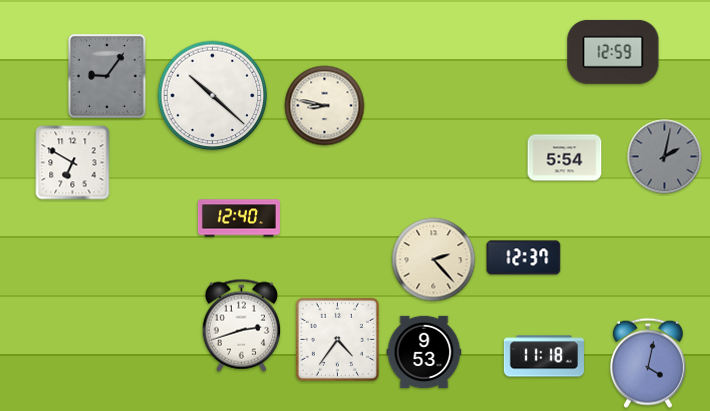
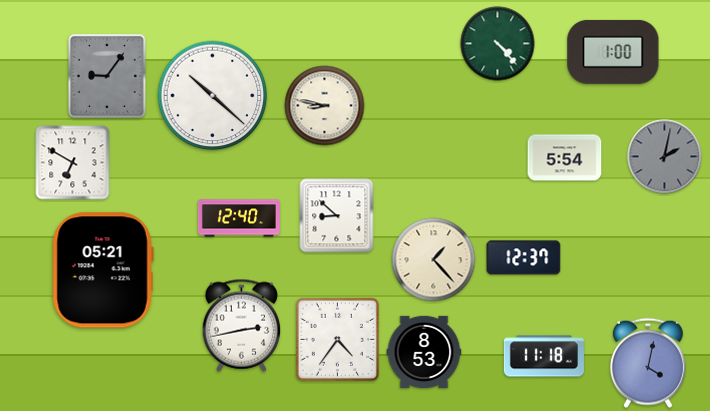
clock at (498, 44): none -> 4:23
clock at (613, 52): 12:59 -> 1:00
clock at (337, 216): none -> 8:52
clock at (434, 260): 2:23 -> 1:23
clock at (103, 270): none -> 05:21
clock at (241, 325): 2:42 -> 2:43
clock at (424, 351): 9:53 -> 8:53
